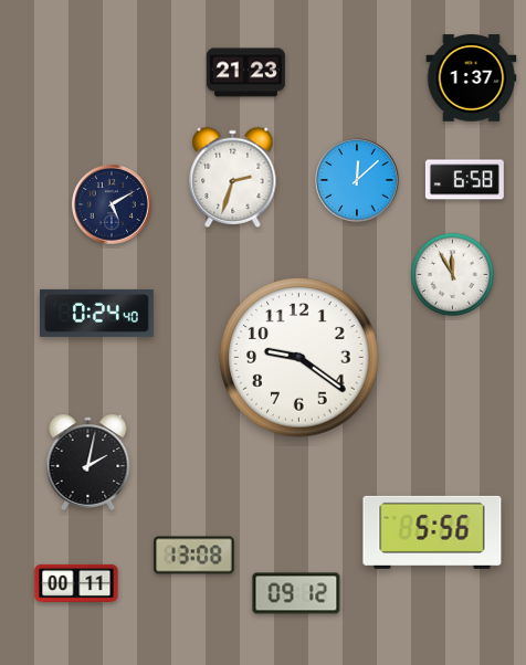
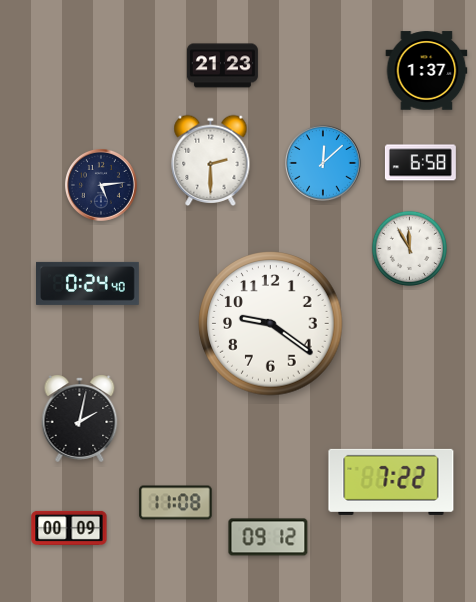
clock at (233, 177): 2:33 -> 2:30
clock at (112, 204): 5:10 -> 5:14
clock at (432, 532): 5:56 -> 7:22
clock at (194, 556): 13:08 -> 11:08
clock at (76, 583): 00:11 -> 00:09
